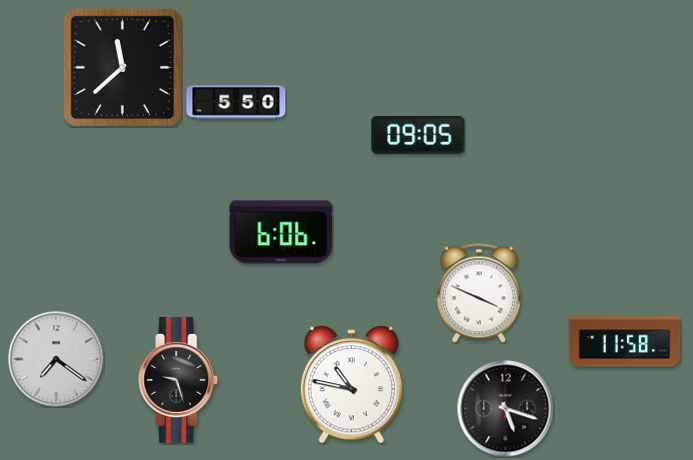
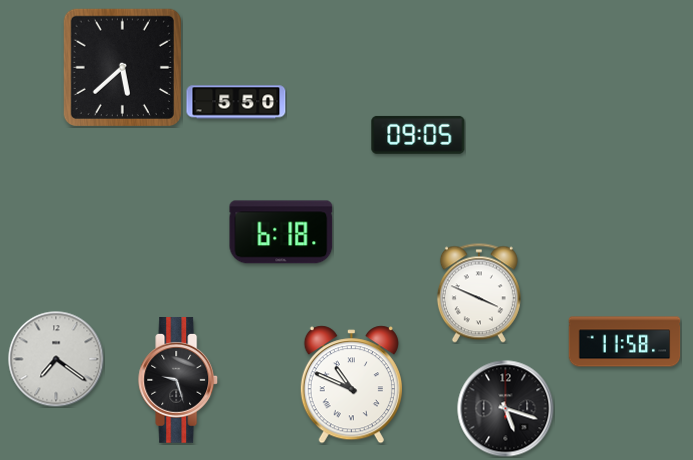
clock at (122, 67): 11:38 -> 5:38
clock at (281, 232): 6:06 -> 6:18
clock at (351, 385): 10:47 -> 10:49
